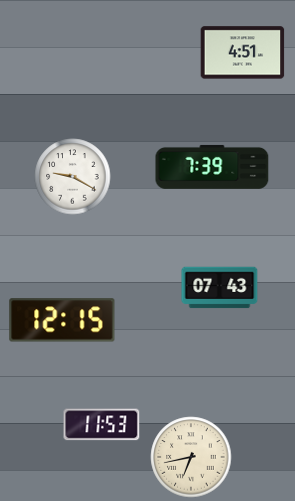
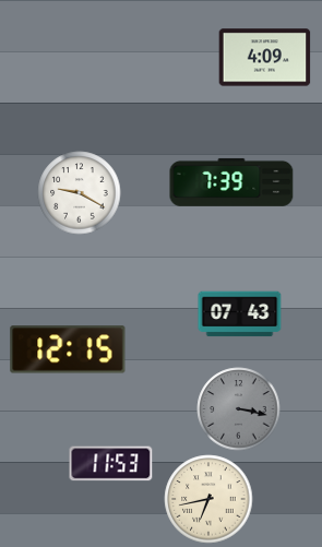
clock at (243, 53): 4:51 -> 4:09
clock at (239, 409): none -> 3:17
